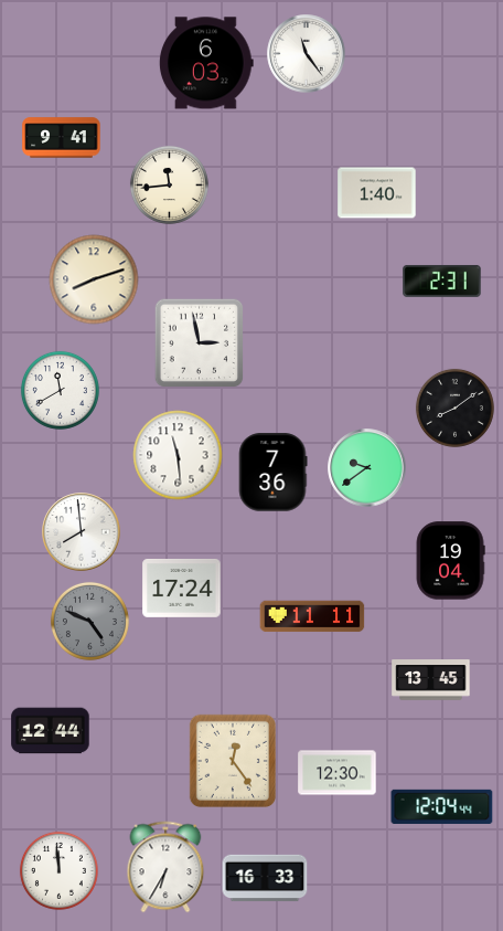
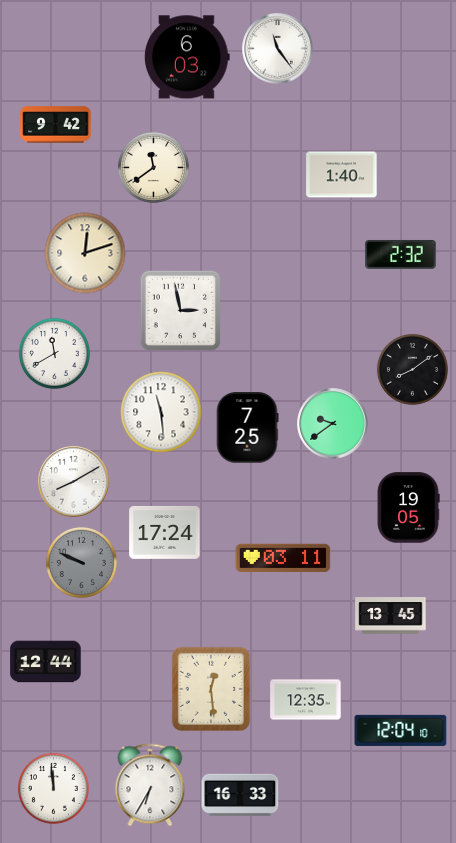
clock at (62, 138): 9:41 -> 9:42
clock at (169, 184): 11:44 -> 11:39
clock at (94, 279): 8:12 -> 12:12
clock at (442, 281): 2:31 -> 2:32
clock at (272, 473): 7:36 -> 7:25
clock at (82, 532): 7:59 -> 8:10
clock at (450, 561): 19:04 -> 19:05
clock at (312, 616): 11:11 -> 03:11
clock at (89, 621): 4:49 -> 9:49
clock at (233, 761): 12:24 -> 12:29
clock at (338, 773): 12:30 -> 12:35
clock at (442, 806): 12:04:44 -> 12:04:10
